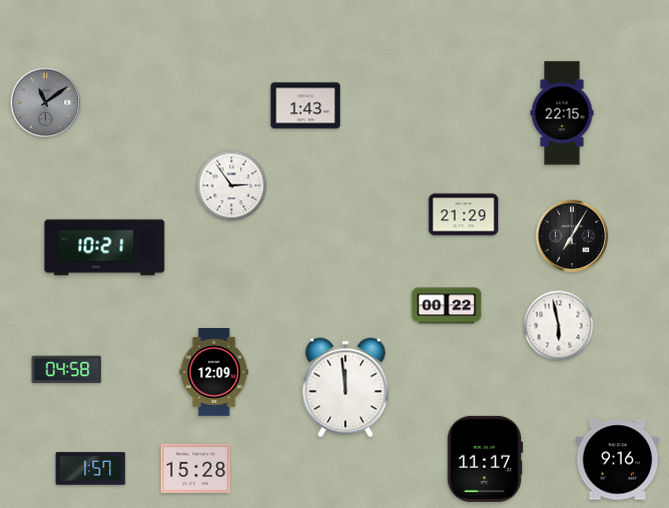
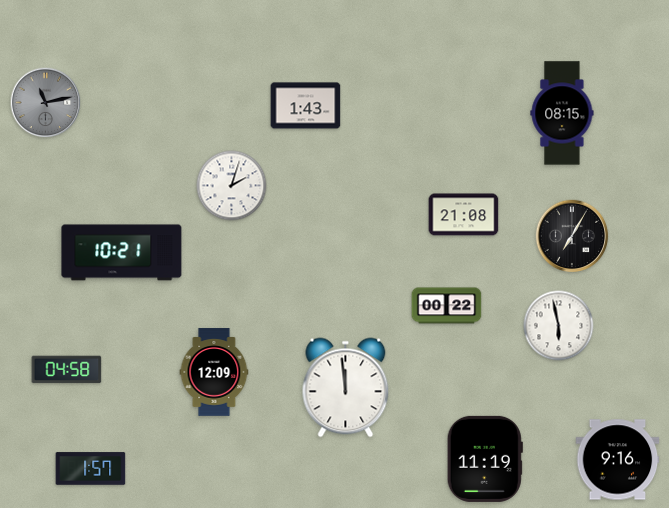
clock at (46, 103): 11:09 -> 11:13
clock at (562, 113): 22:15 -> 08:15
clock at (232, 186): 2:54 -> 2:03
clock at (464, 215): 21:29 -> 21:08
clock at (105, 248) position: (105, 248) -> (122, 253)
clock at (485, 459): 11:17 -> 11:19
clock at (196, 468): 15:28 -> none
